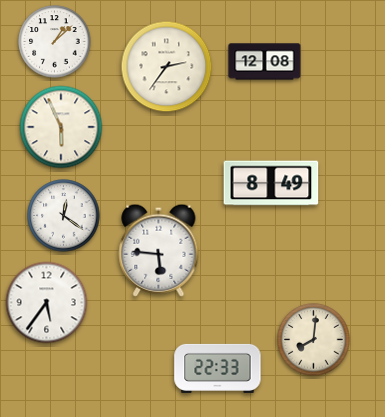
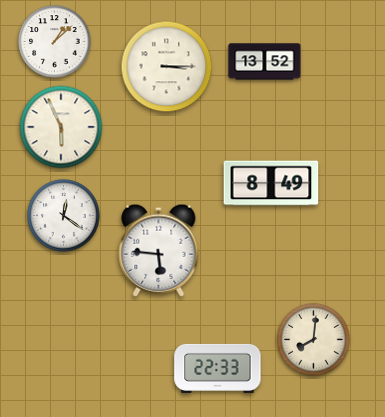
clock at (265, 62): 12:08 -> 13:52
clock at (167, 67): 2:36 -> 3:15
clock at (47, 303): 5:36 -> none
